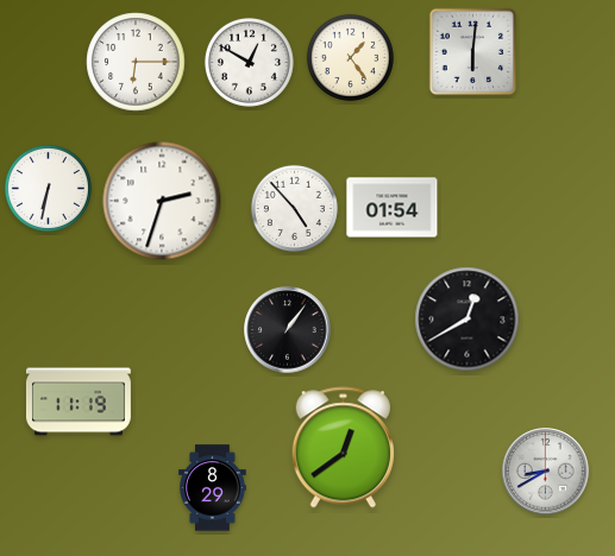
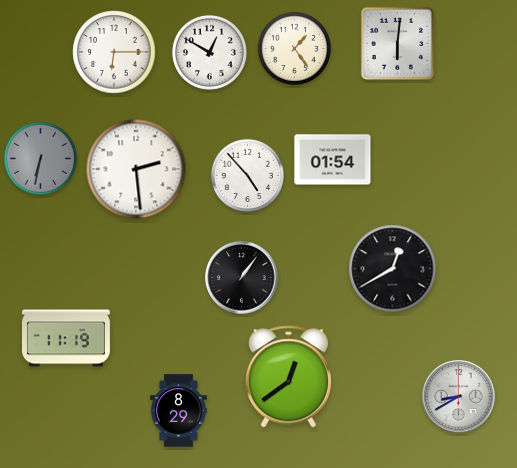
clock at (48, 188) dial: white -> grey
clock at (162, 201): 2:33 -> 2:29
clock at (393, 208) position: (393, 208) -> (333, 160)
